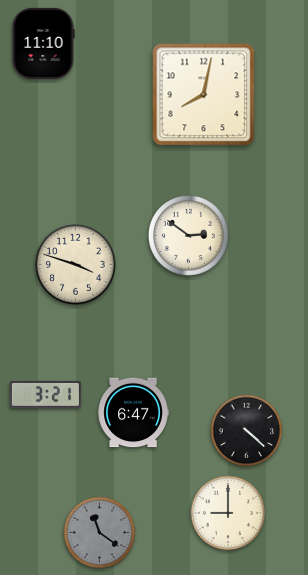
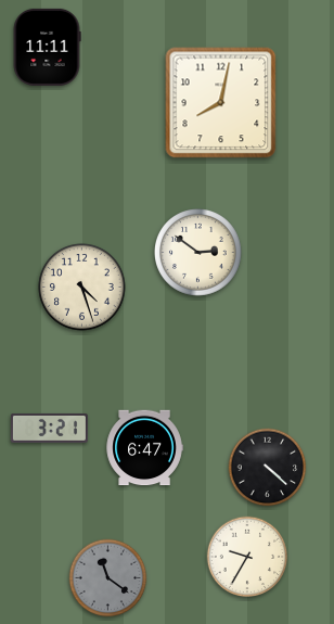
clock at (43, 43): 11:10 -> 11:11
clock at (189, 236) position: (189, 236) -> (198, 253)
clock at (76, 265): 3:48 -> 4:27
clock at (228, 513): 9:00 -> 9:35
